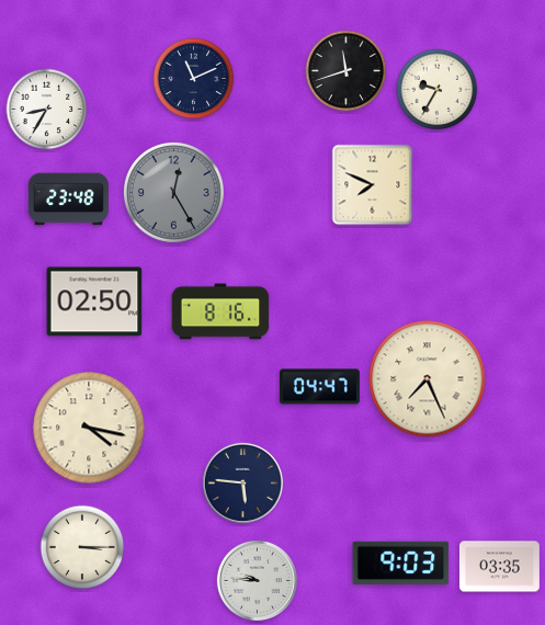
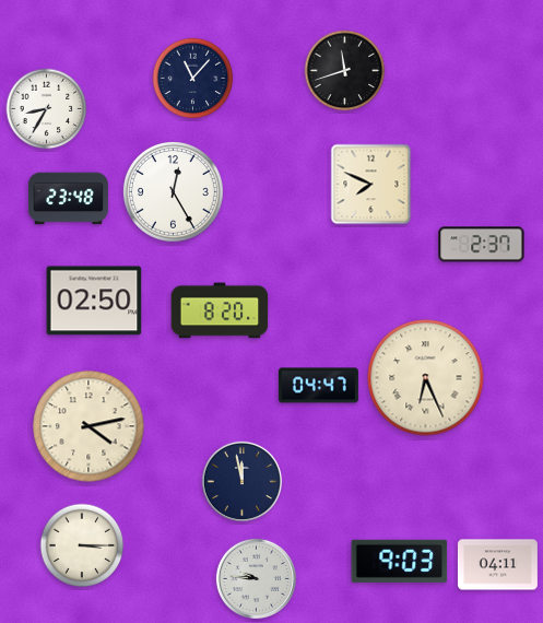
clock at (194, 79): 11:11 -> 11:07
clock at (438, 90): 9:35 -> none
clock at (174, 193) dial: grey -> white
clock at (482, 245): none -> 2:37
clock at (220, 311): 8:16 -> 8:20
clock at (428, 379): 7:26 -> 6:26
clock at (89, 428): 4:17 -> 4:13
clock at (242, 482): 5:46 -> 11:58
clock at (499, 567): 03:35 -> 04:11
